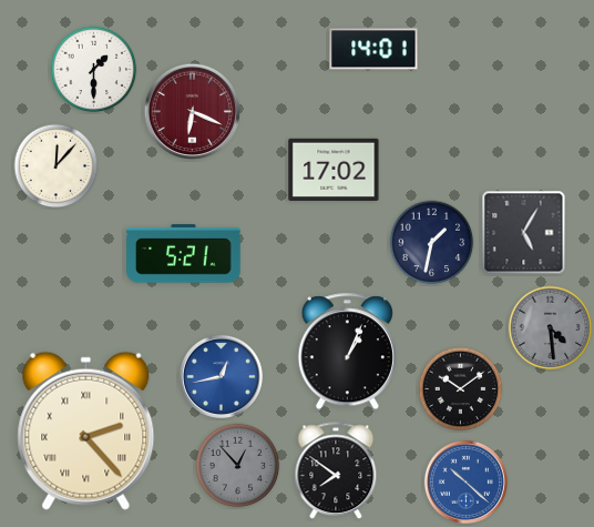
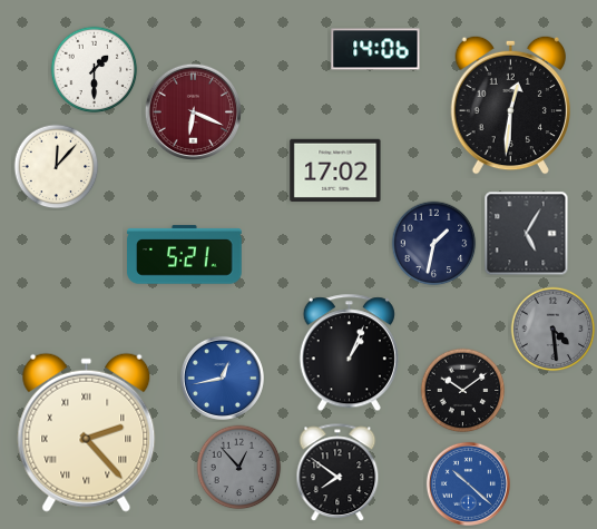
clock at (373, 49): 14:01 -> 14:06
clock at (510, 105): none -> 12:31
